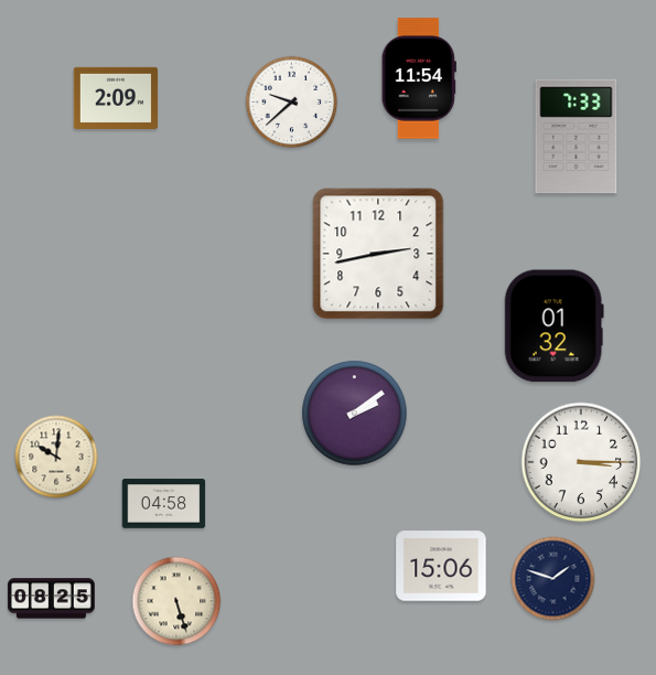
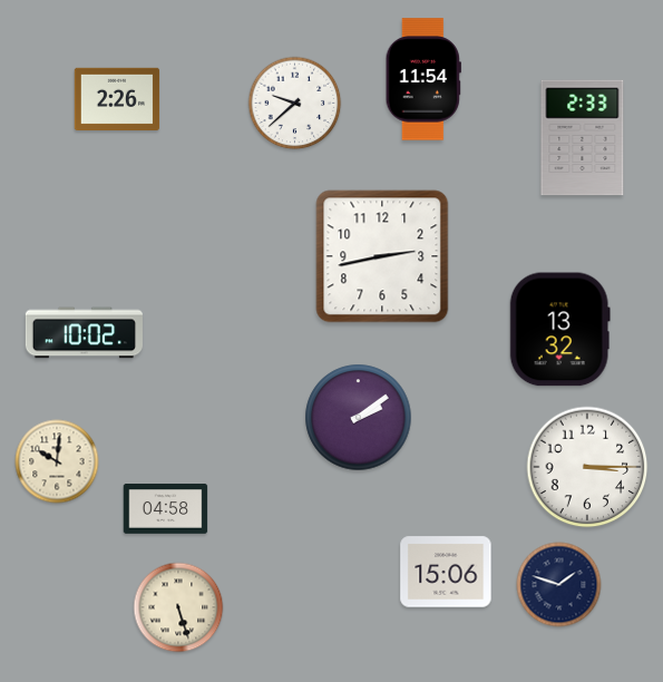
clock at (116, 97): 2:09 -> 2:26
clock at (577, 137): 7:33 -> 2:33
clock at (553, 326): 01:32 -> 13:32
clock at (84, 333): none -> 10:02
clock at (51, 599): 08:25 -> none
